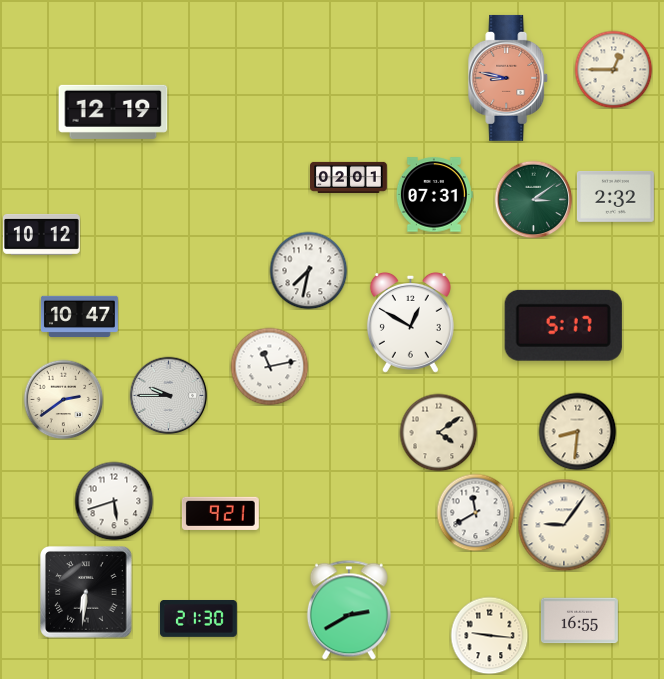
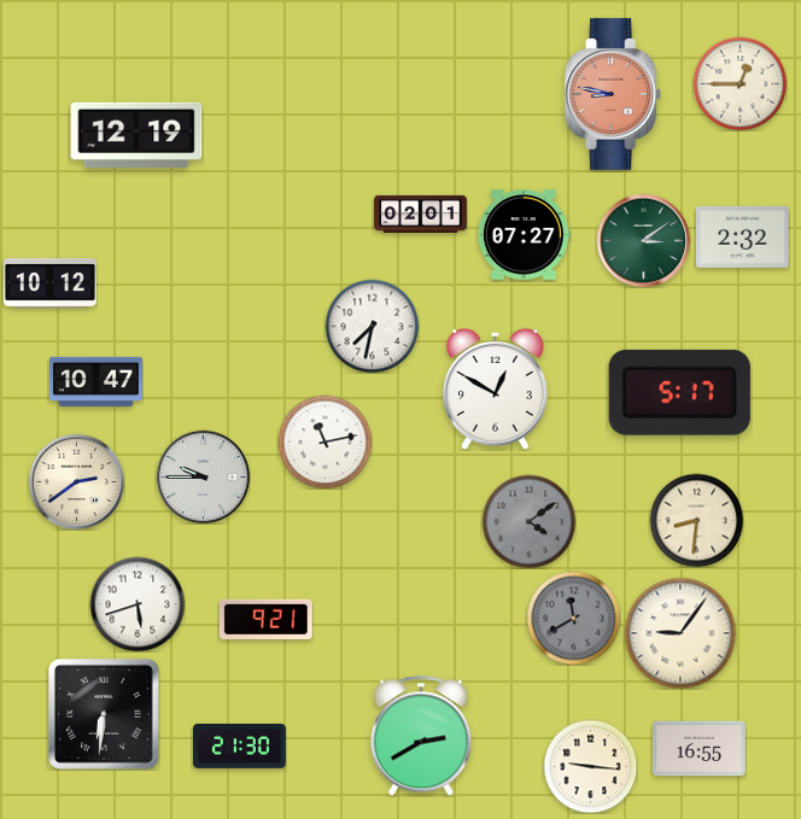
clock at (434, 195): 07:31 -> 07:27
clock at (438, 432) dial: cream -> grey
clock at (475, 512) dial: white -> grey
